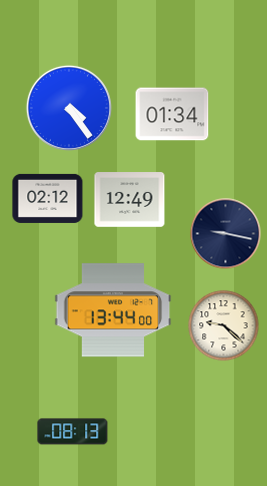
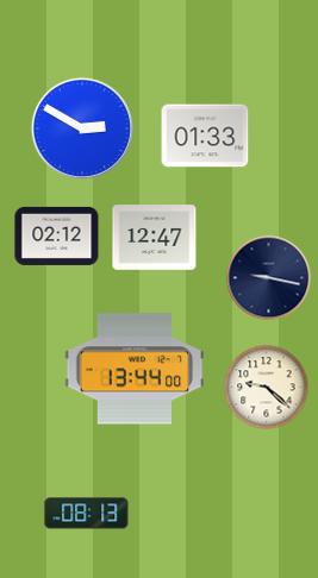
clock at (69, 108): 4:24 -> 2:50
clock at (172, 114): 01:34 -> 01:33
clock at (130, 200): 12:49 -> 12:47
